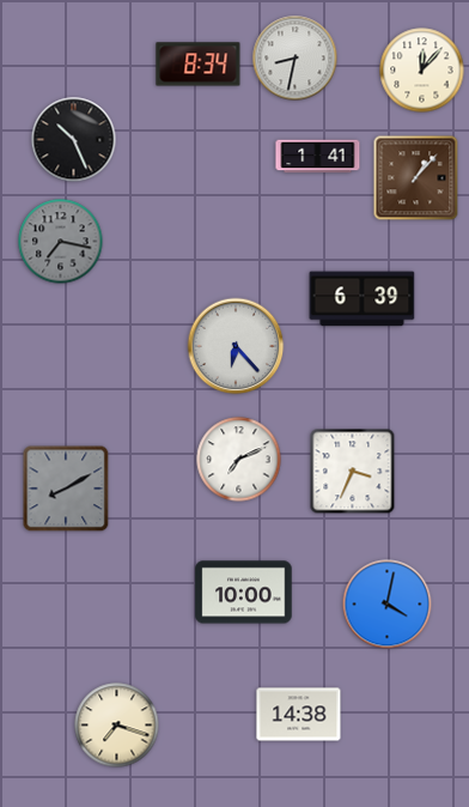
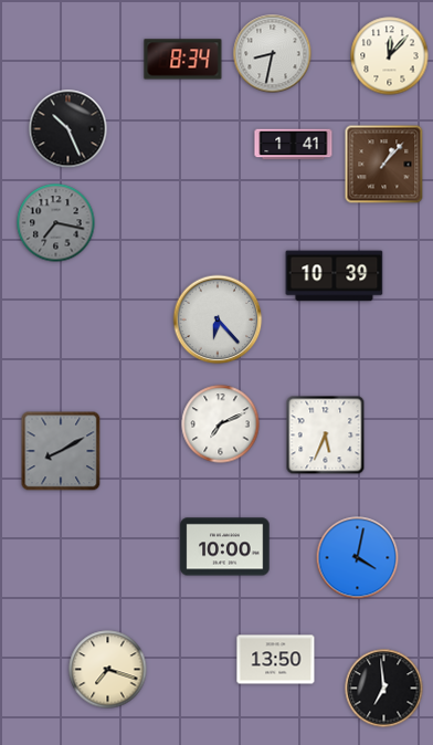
clock at (422, 71) position: (422, 71) -> (390, 56)
clock at (363, 299): 6:39 -> 10:39
clock at (353, 472): 3:34 -> 5:34
clock at (299, 715): 14:38 -> 13:50
clock at (384, 689): none -> 6:59
